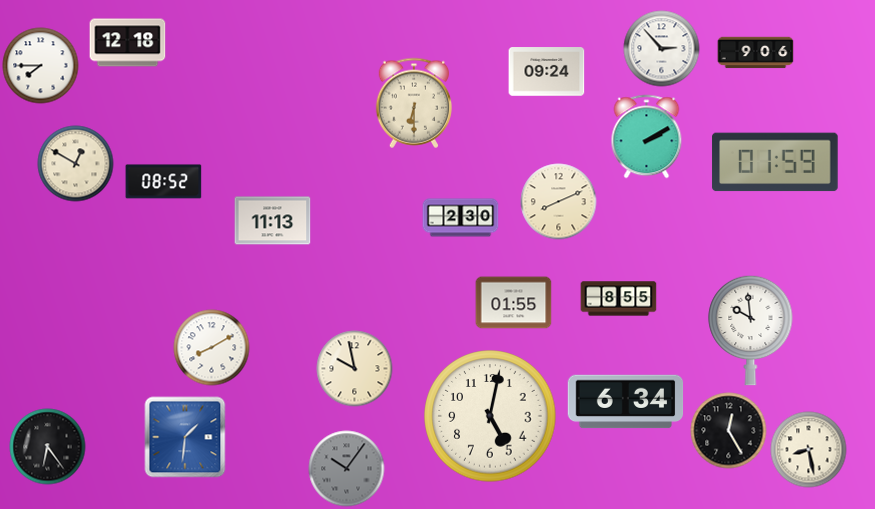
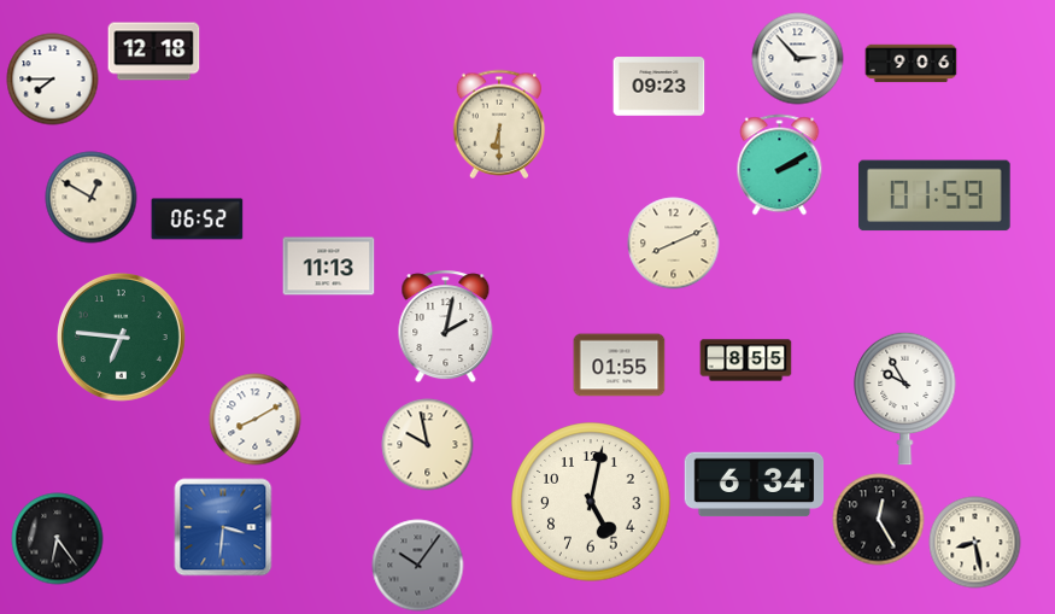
clock at (41, 66) position: (41, 66) -> (53, 80)
clock at (547, 72): 09:24 -> 09:23
clock at (164, 182): 08:52 -> 06:52
clock at (461, 218): 2:30 -> none
clock at (446, 327): none -> 2:02
clock at (122, 338): none -> 6:46
clock at (751, 330): 9:59 -> 9:55
clock at (185, 437): 1:31 -> 3:31
